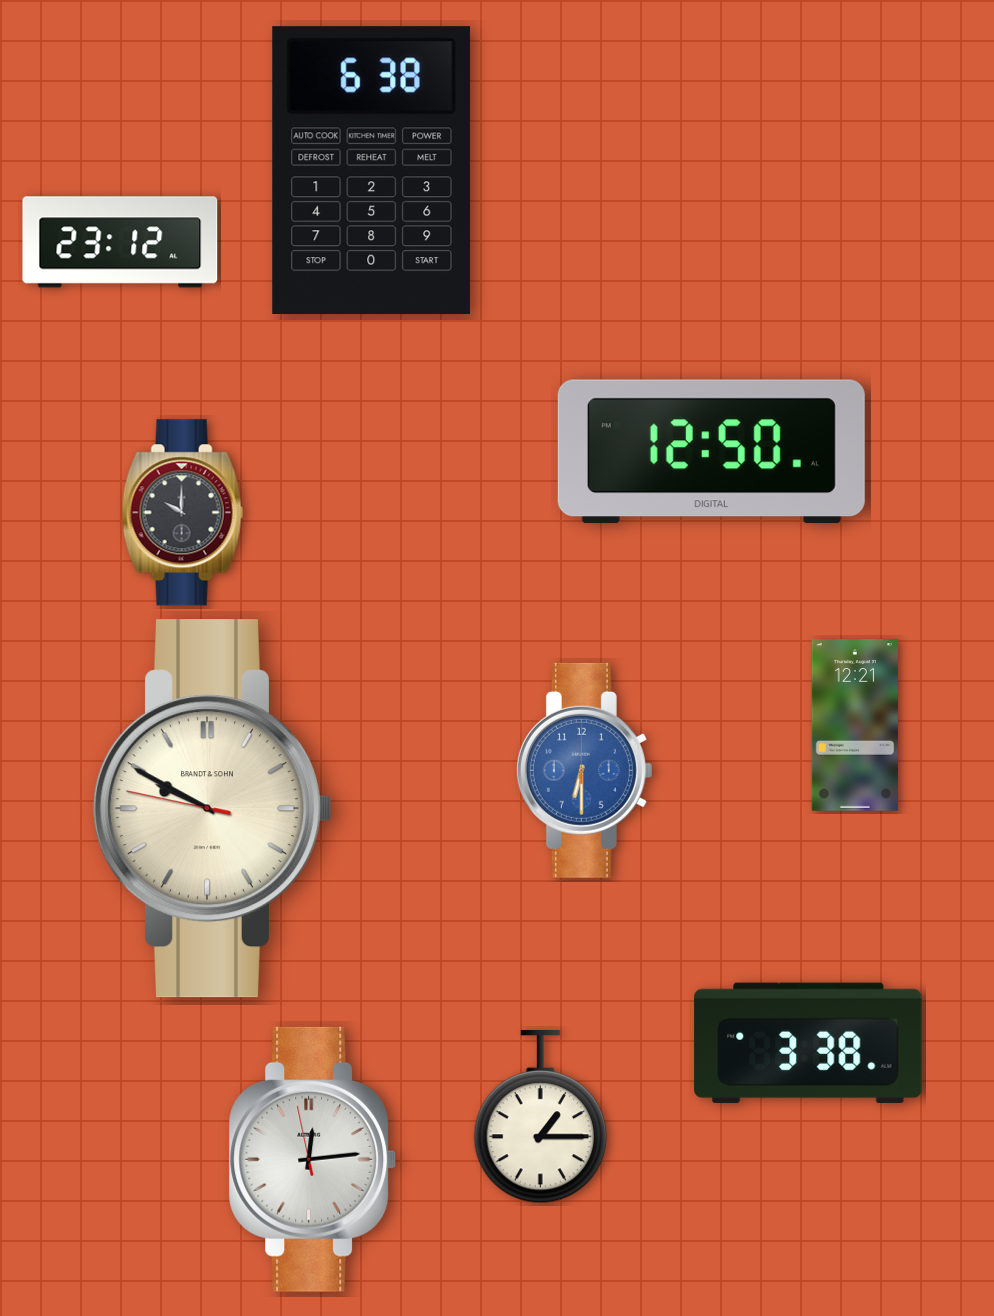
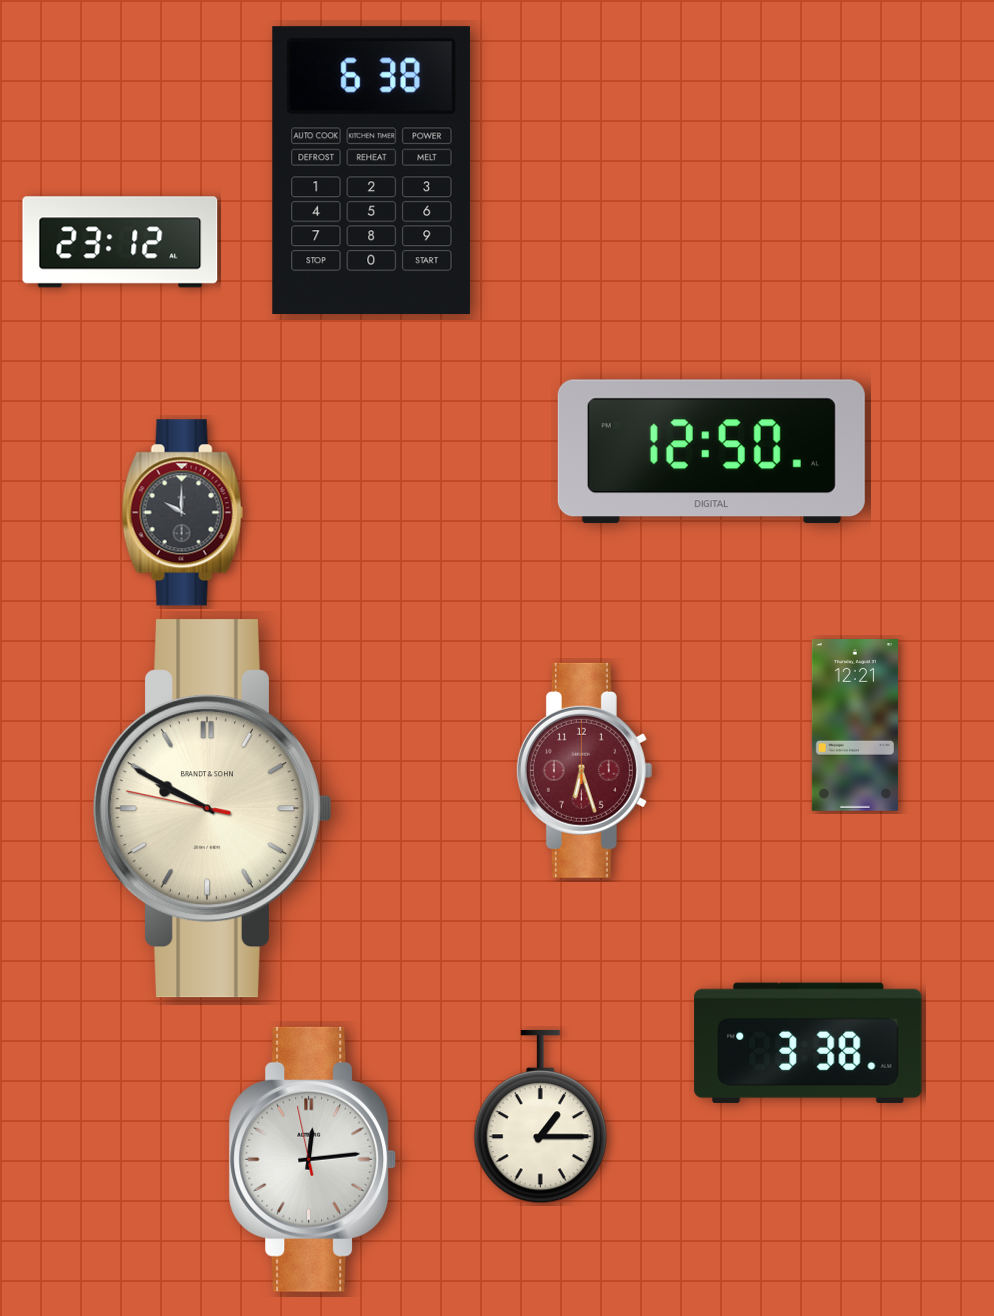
clock at (584, 770): 6:30 -> 6:27
clock at (584, 770) dial: blue -> burgundy
